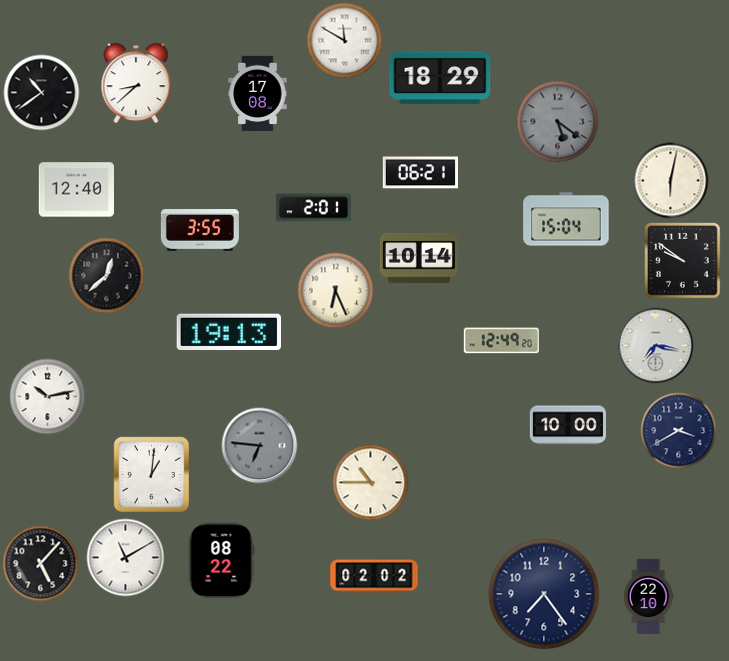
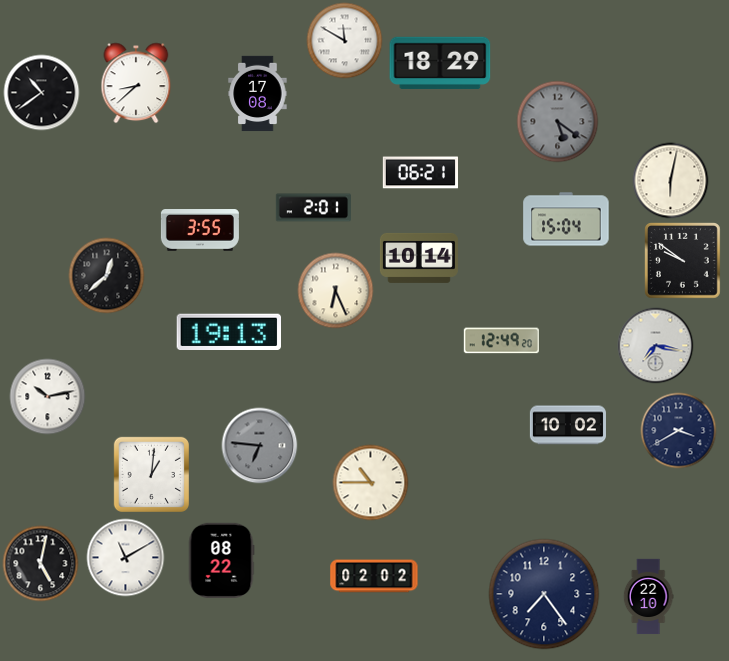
clock at (440, 78) position: (440, 78) -> (440, 63)
clock at (76, 190): 12:40 -> none
clock at (568, 425): 10:00 -> 10:02
clock at (41, 564): 5:07 -> 5:02
